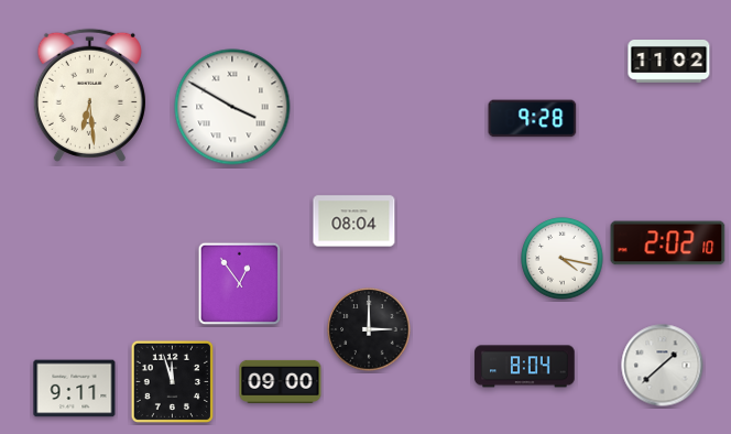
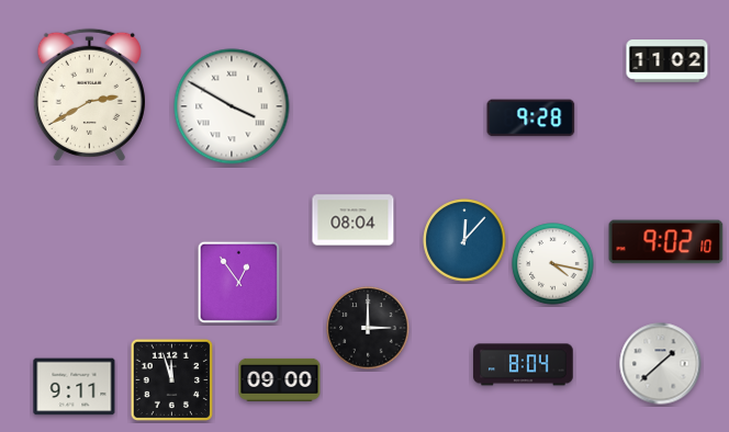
clock at (89, 95): 6:29 -> 2:40
clock at (464, 240): none -> 12:07
clock at (668, 243): 2:02 -> 9:02
clock at (563, 259) position: (563, 259) -> (553, 264)
